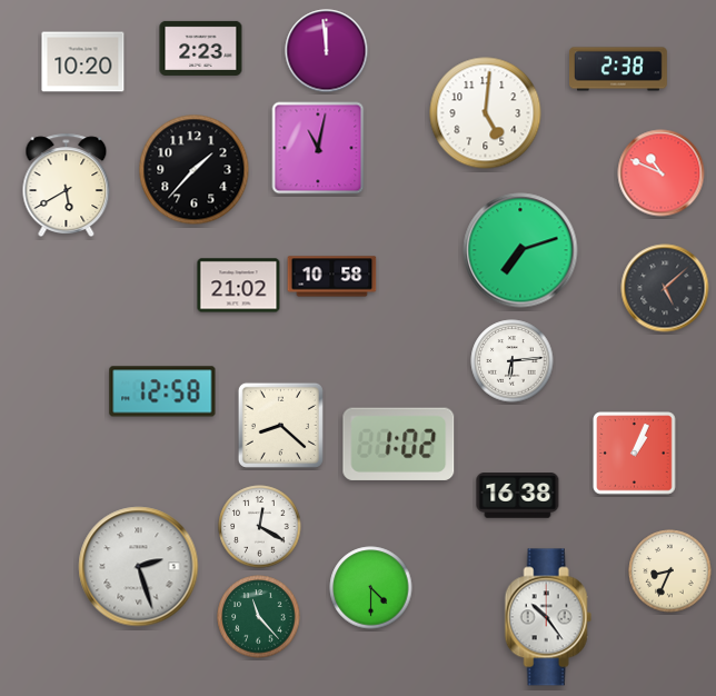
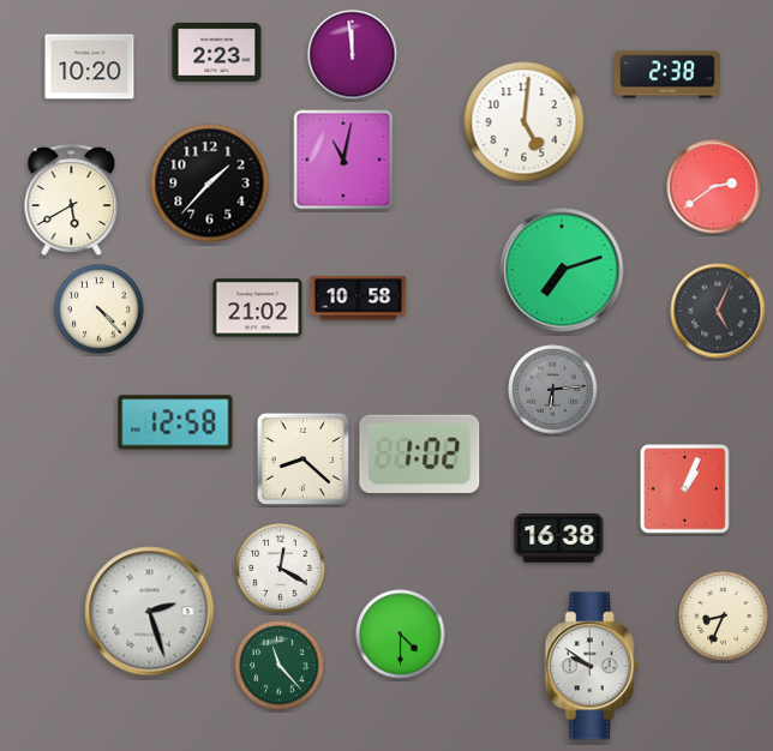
clock at (662, 173): 10:49 -> 2:39
clock at (100, 310): none -> 4:23
clock at (665, 288): 5:08 -> 5:04
clock at (513, 361) dial: white -> grey
clock at (399, 444) position: (399, 444) -> (420, 453)
clock at (518, 496) position: (518, 496) -> (559, 539)
clock at (548, 617): 10:24 -> 9:51
